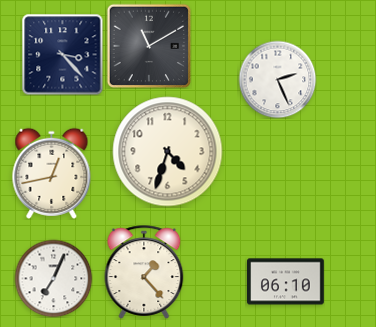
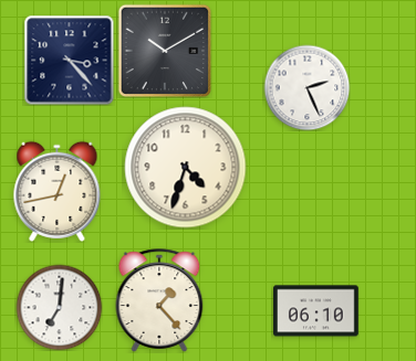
clock at (148, 45): 11:10 -> 10:10
clock at (53, 278): 7:04 -> 7:01
